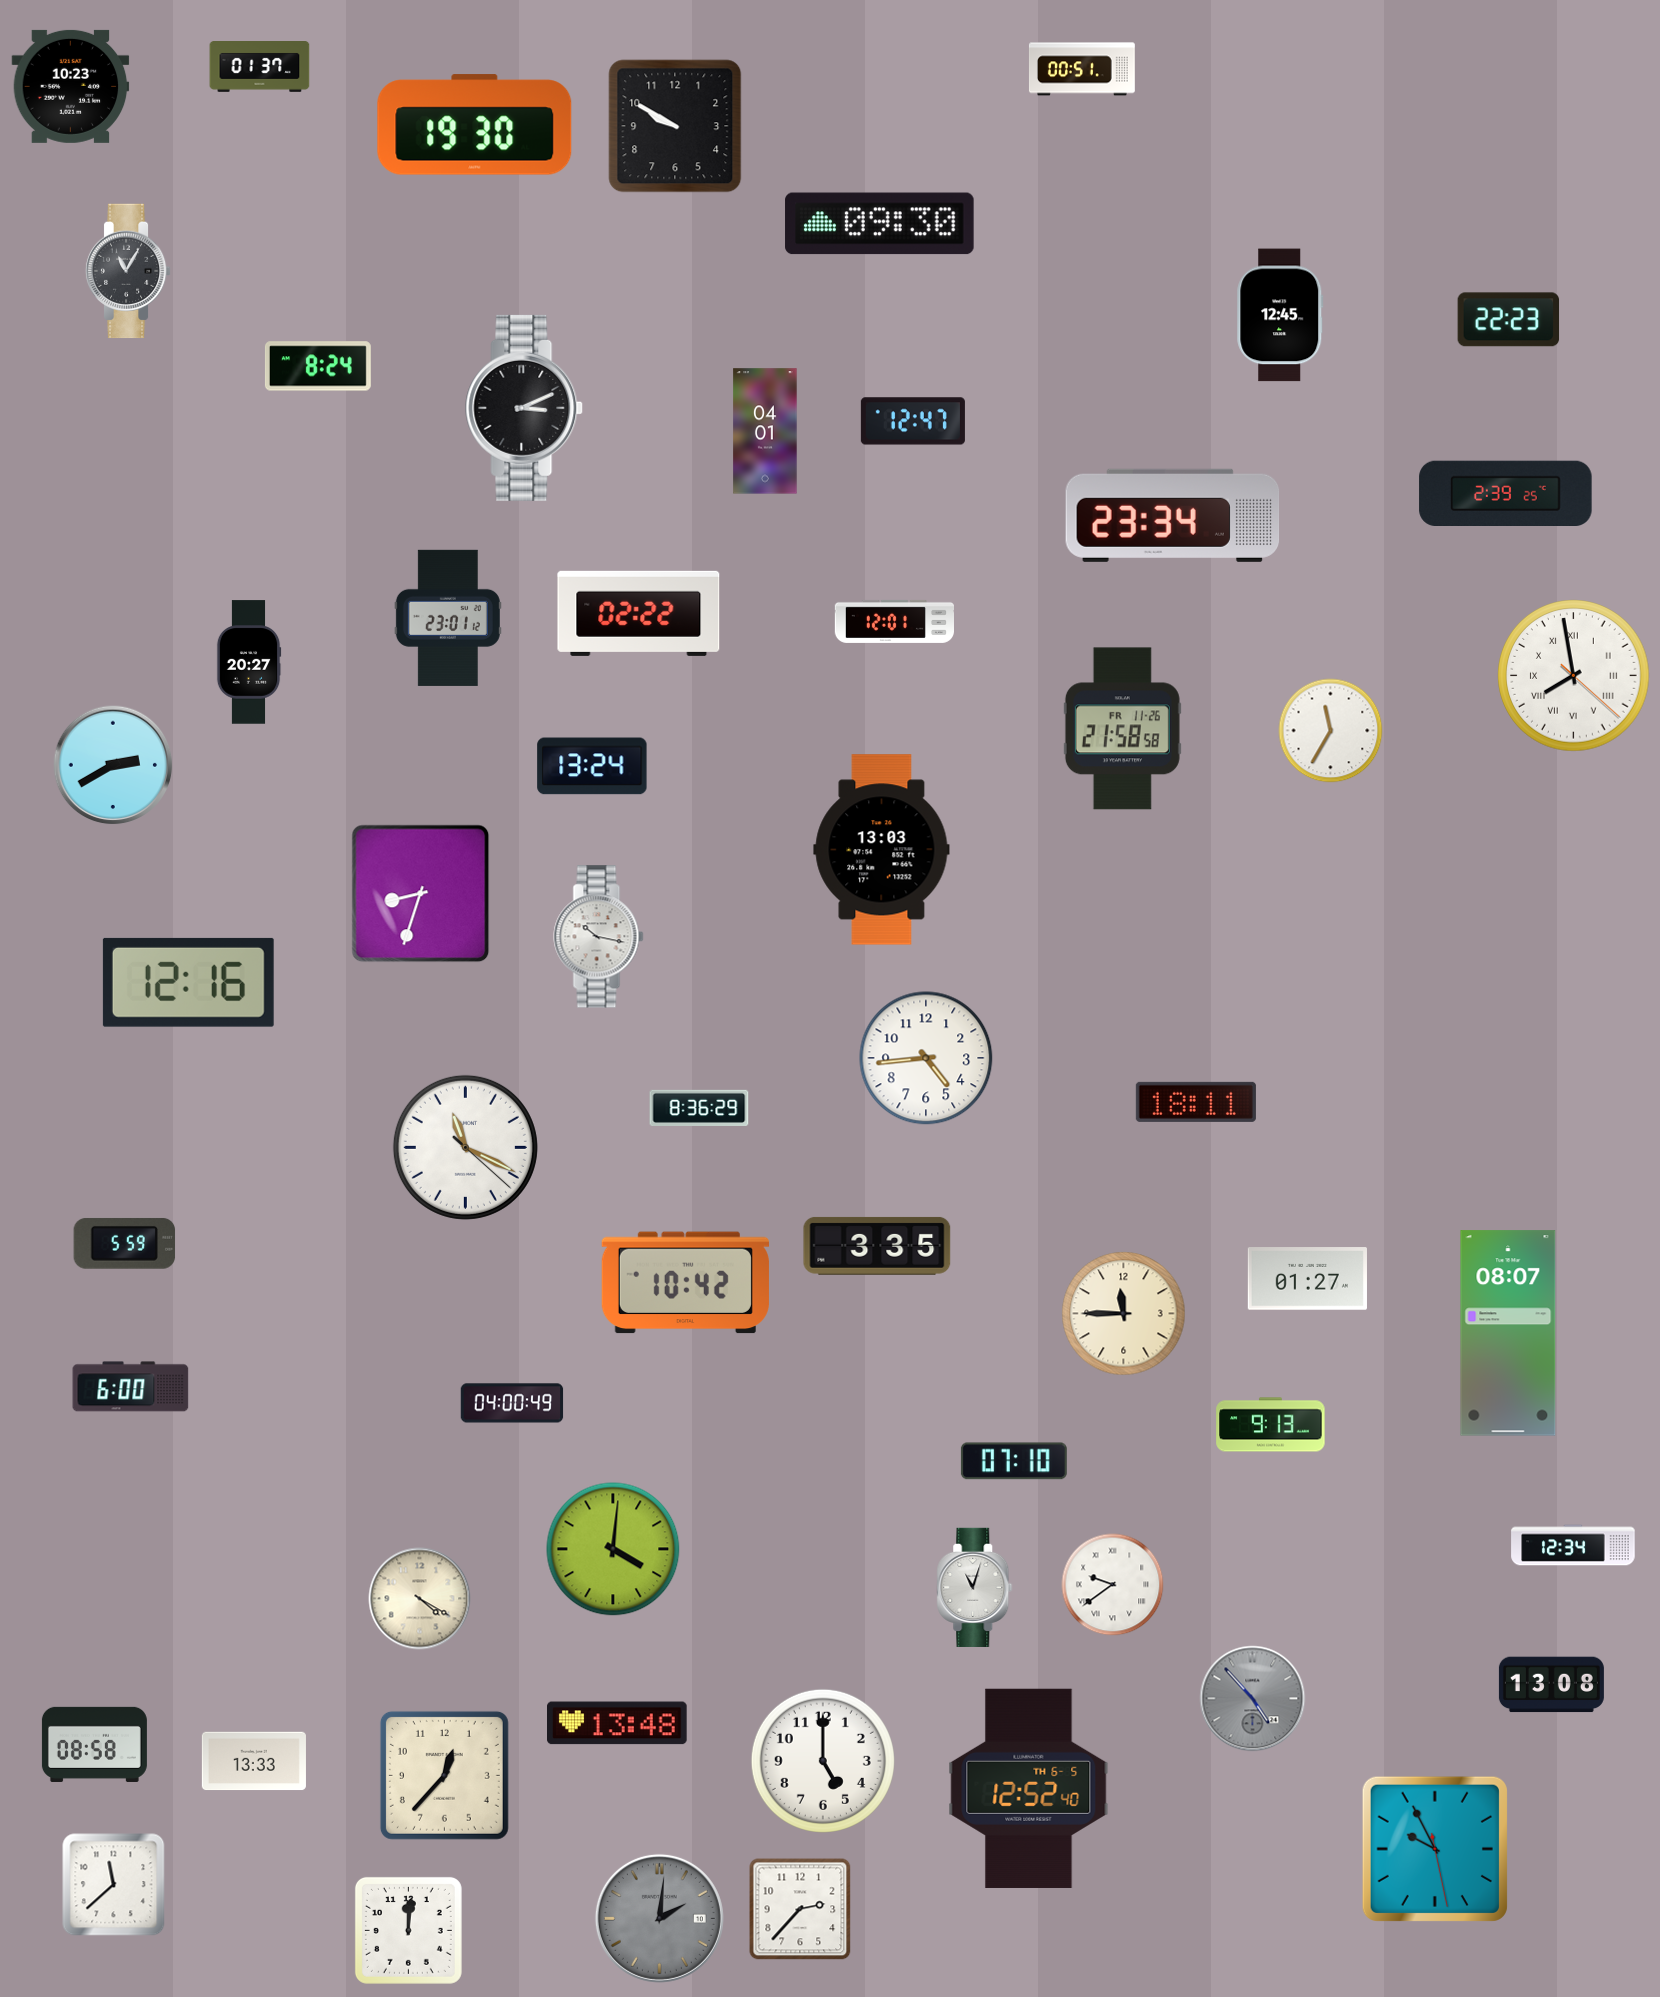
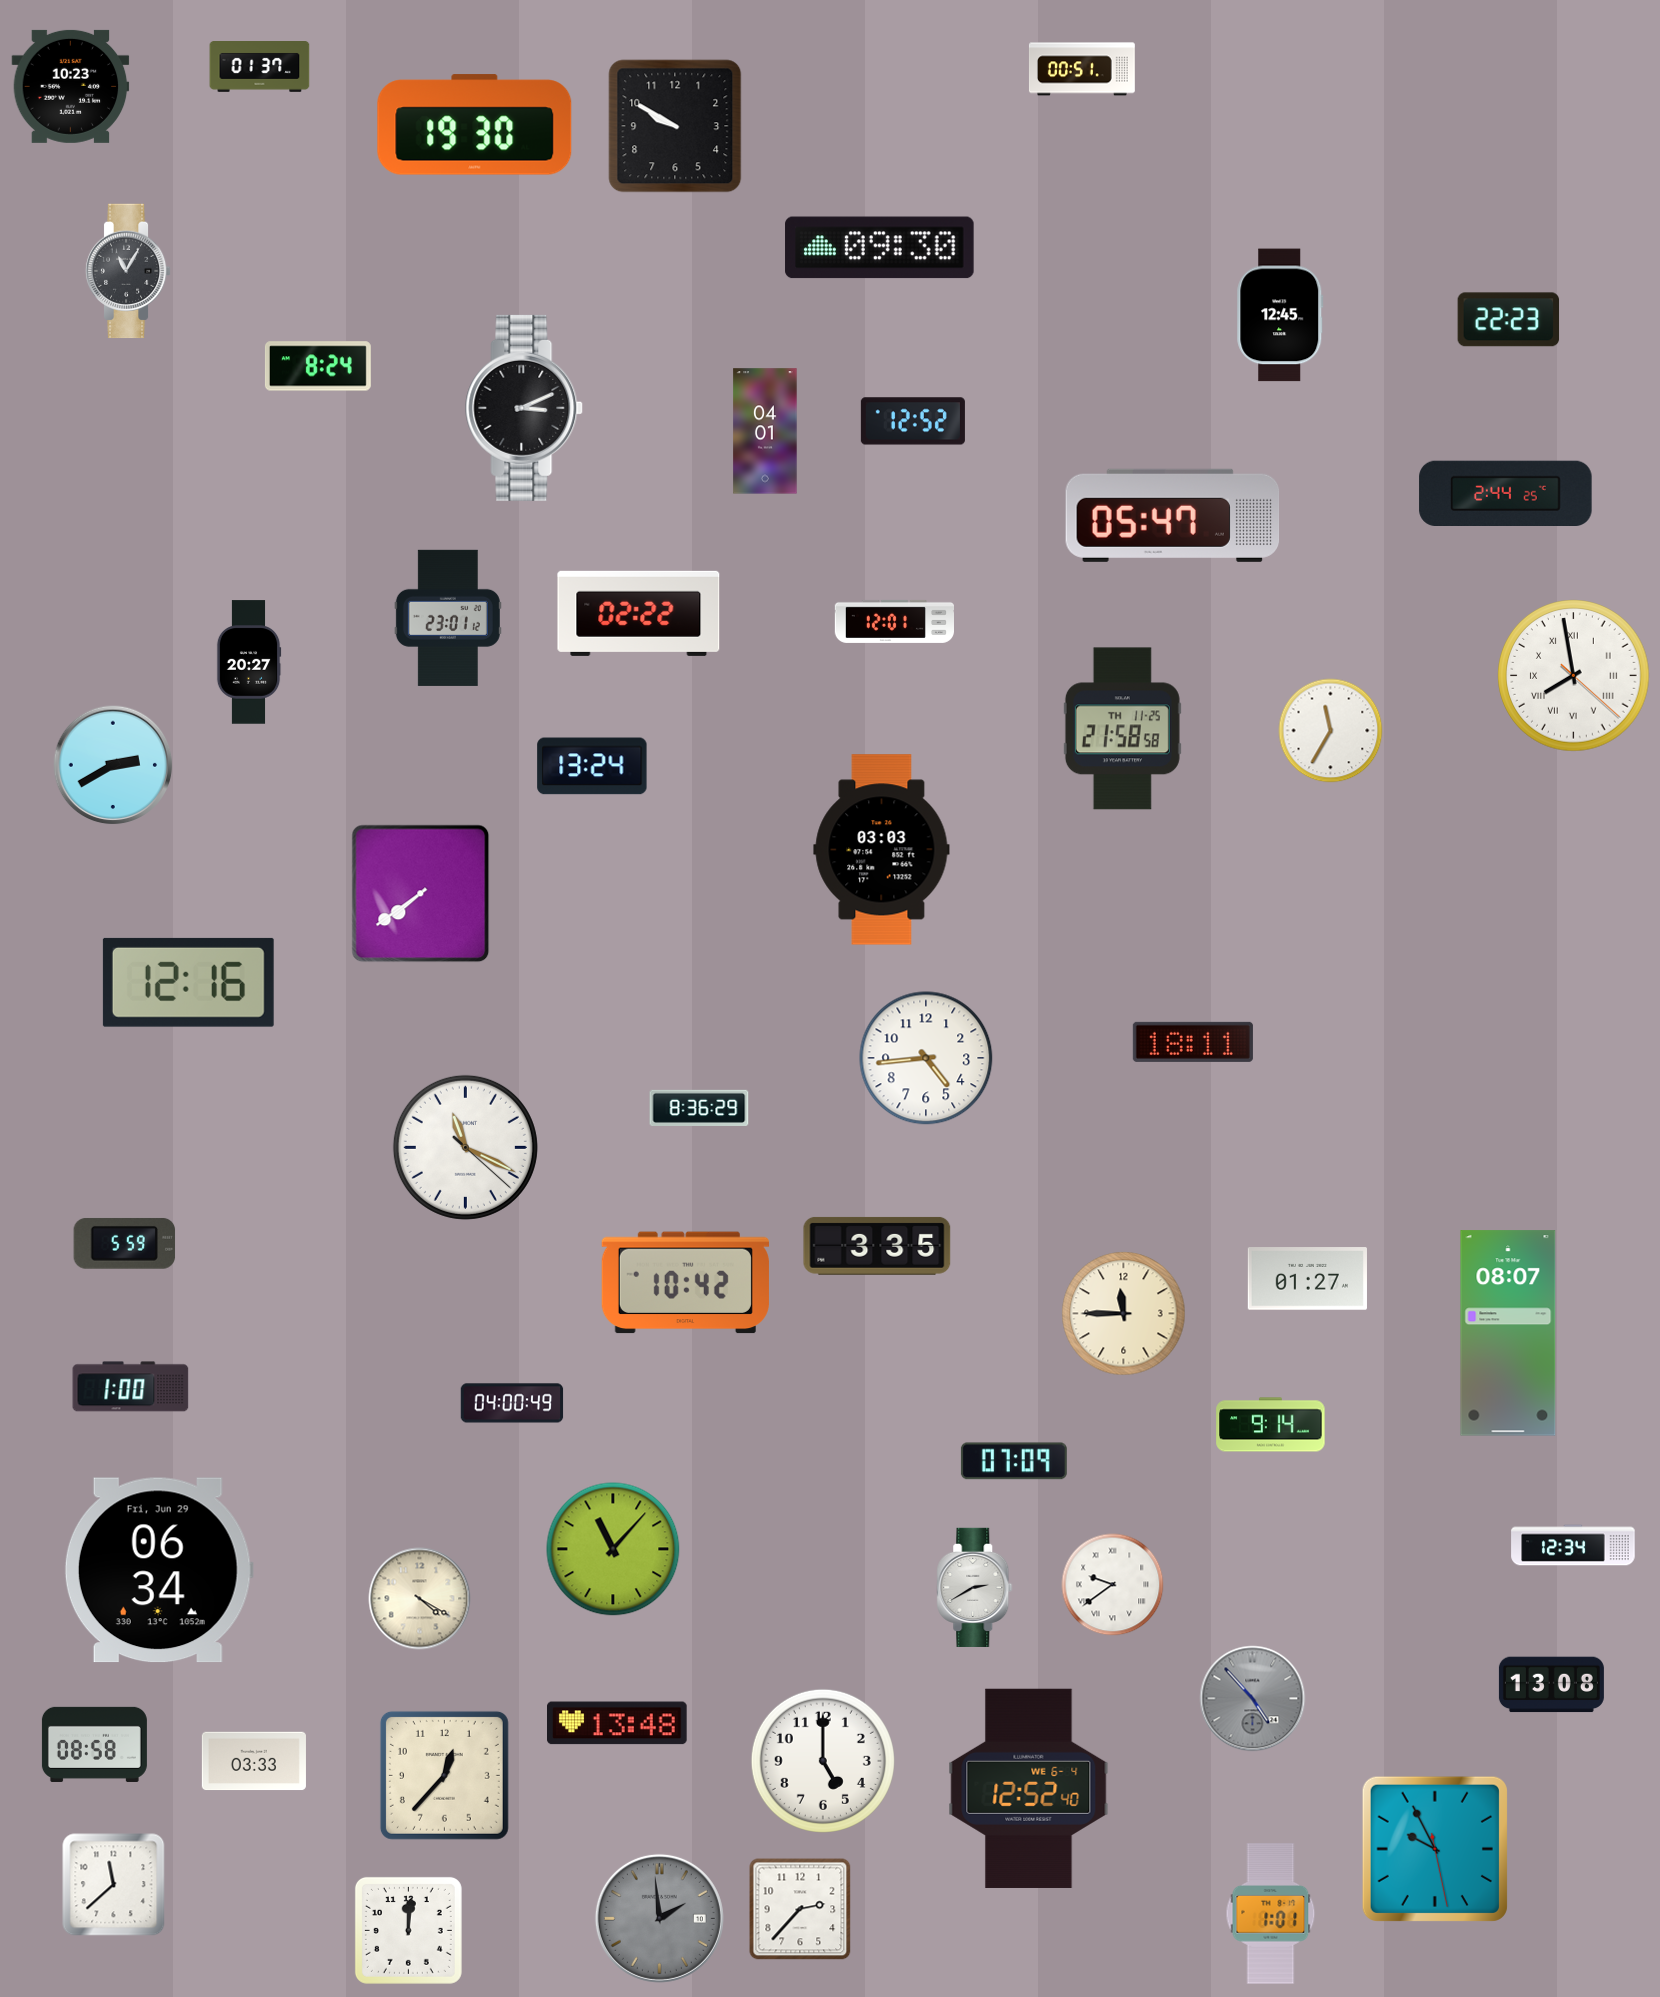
clock at (880, 224) position: (880, 224) -> (880, 248)
clock at (913, 421): 12:47 -> 12:52
clock at (1506, 493): 2:39 -> 2:44
clock at (1173, 515): 23:34 -> 05:47
clock at (1122, 729) date: FR 11-26 -> TH 11-25
clock at (882, 850): 13:03 -> 03:03
clock at (421, 894): 8:33 -> 7:39
clock at (599, 937): 10:17 -> none
clock at (1196, 1102) position: (1196, 1102) -> (1193, 1042)
clock at (131, 1387): 6:00 -> 1:00
clock at (1271, 1425): 9:13 -> 9:14
clock at (1014, 1461): 07:10 -> 07:09
clock at (613, 1549): 4:01 -> 11:07
clock at (159, 1570): none -> 06:34
clock at (975, 1587): 11:03 -> 2:40
clock at (254, 1761): 13:33 -> 03:33
clock at (1029, 1788) date: TH 6-5 -> WE 6-4
clock at (1271, 1914): none -> 1:01
clock at (659, 1918): 2:01 -> 1:59
